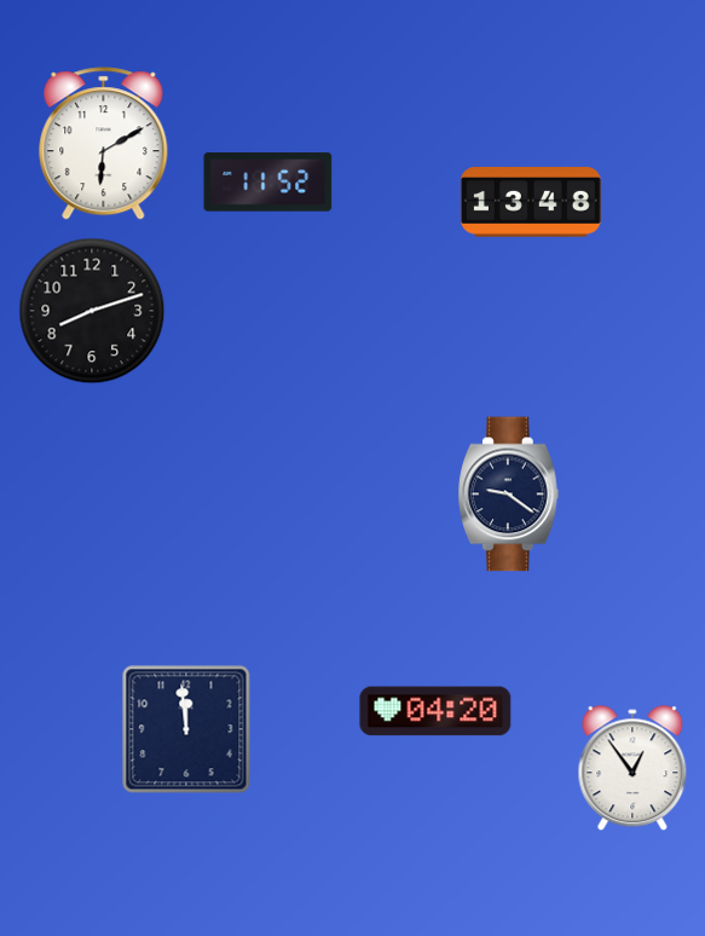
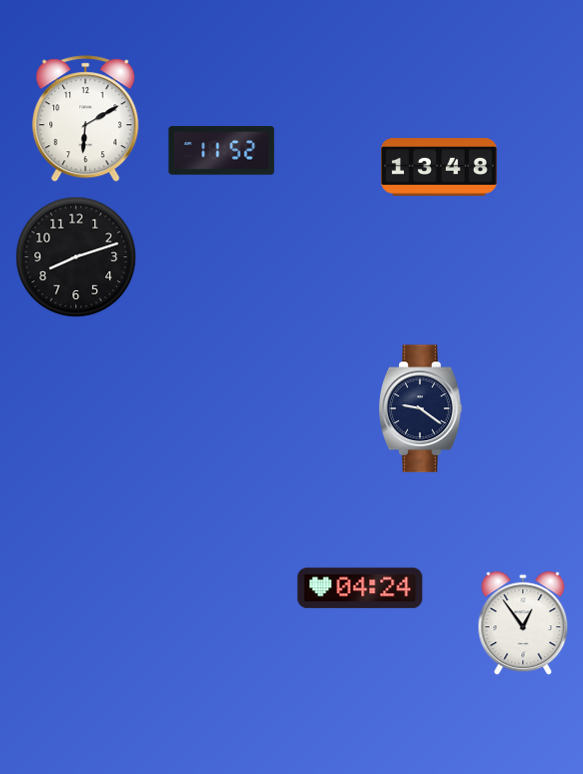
clock at (435, 711): 04:20 -> 04:24
clock at (186, 729): 11:59 -> none
clock at (632, 769) position: (632, 769) -> (523, 624)
